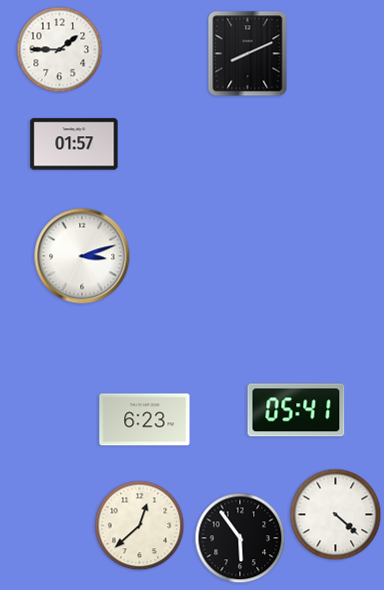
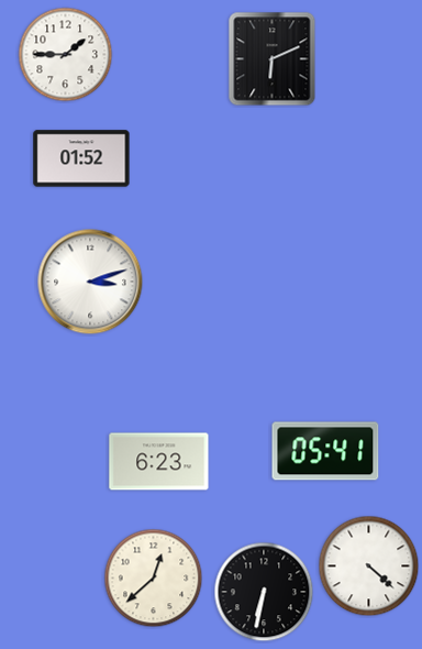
clock at (248, 54): 8:11 -> 6:11
clock at (74, 144): 01:57 -> 01:52
clock at (240, 538): 5:54 -> 6:32
